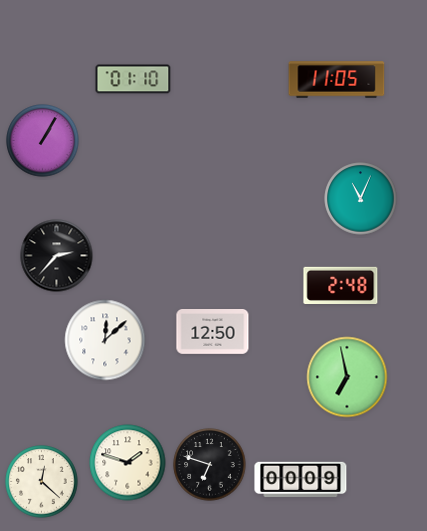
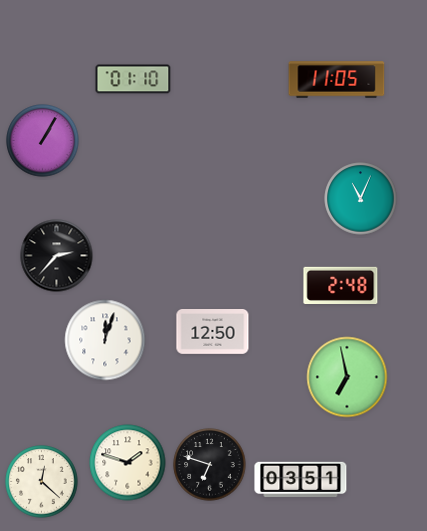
clock at (105, 340): 12:08 -> 12:03
clock at (301, 480): 00:09 -> 03:51
